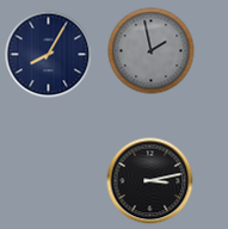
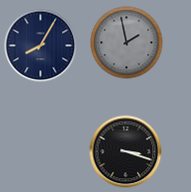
clock at (150, 181): 3:13 -> 3:18
